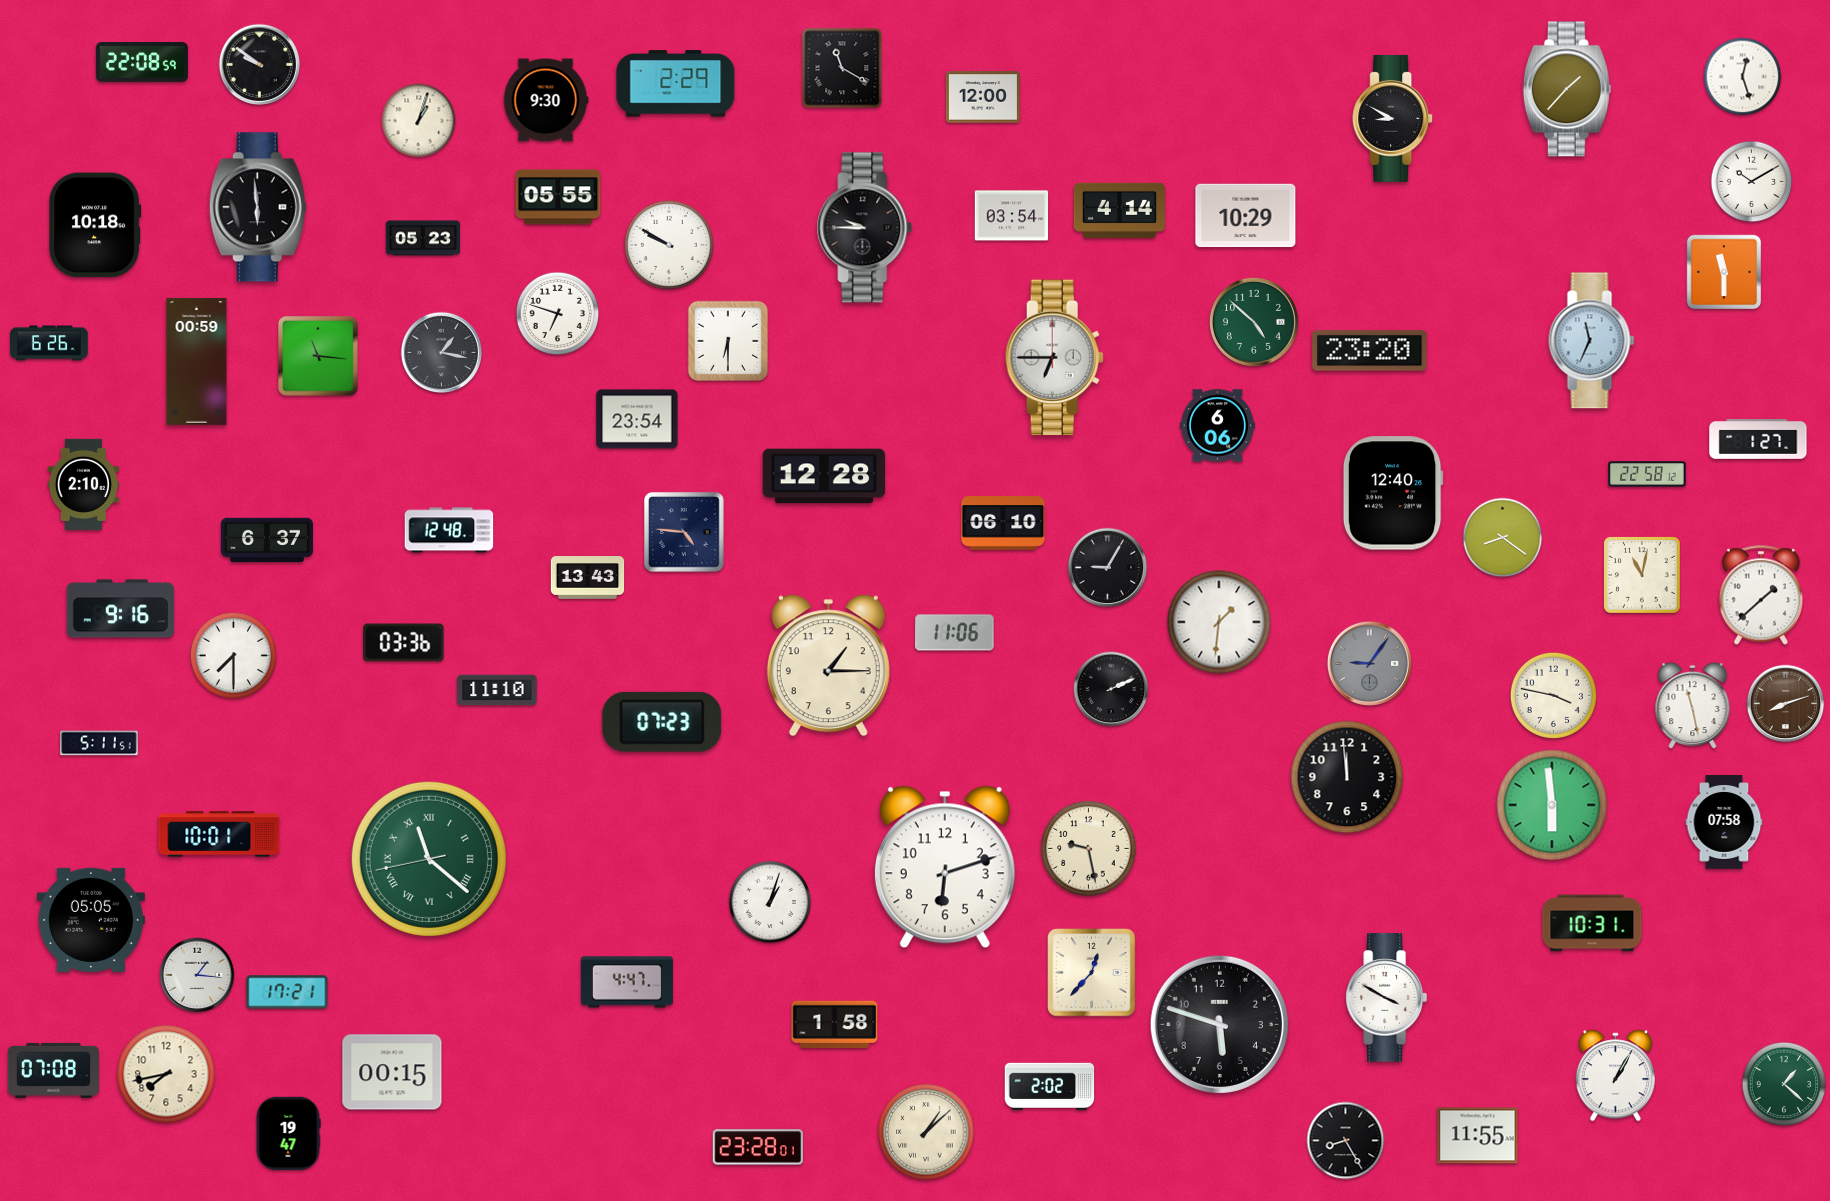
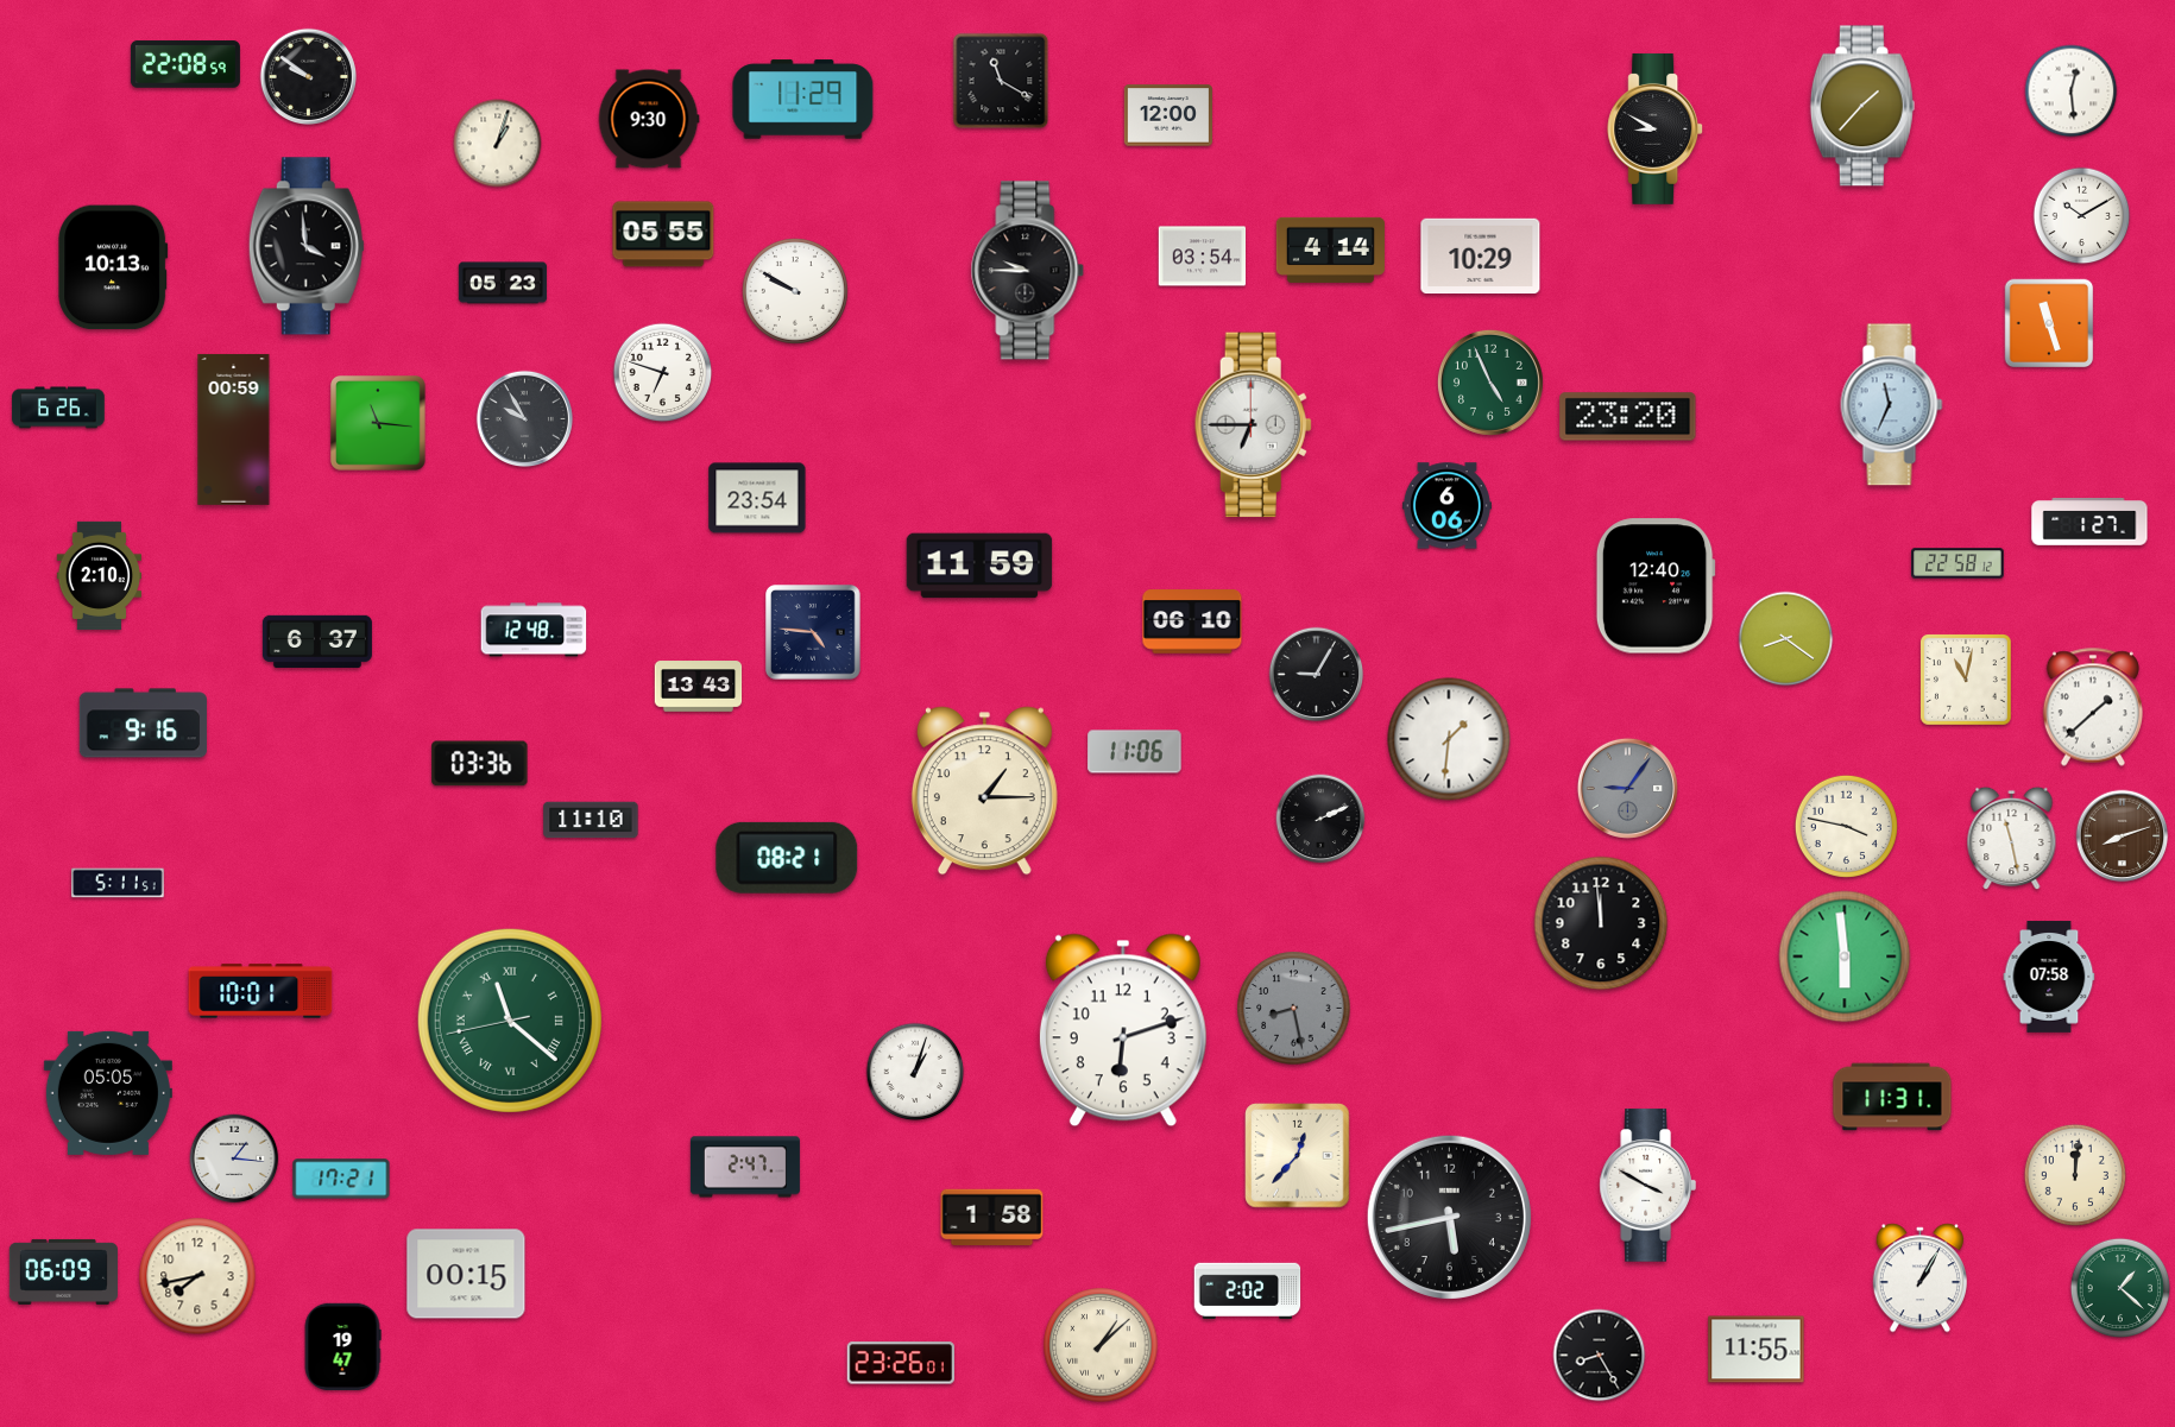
clock at (142, 62) position: (142, 62) -> (185, 64)
clock at (1743, 77): 12:27 -> 12:29
clock at (676, 84): 2:29 -> 11:29
clock at (1393, 118) position: (1393, 118) -> (1656, 128)
clock at (258, 207): 5:59 -> 3:59
clock at (95, 225): 10:18 -> 10:13
clock at (1724, 272): 11:30 -> 11:27
clock at (1254, 322): 4:52 -> 4:56
clock at (728, 341): 6:30 -> none
clock at (441, 352): 1:17 -> 9:55
clock at (824, 476): 12:28 -> 11:59
clock at (1643, 576) position: (1643, 576) -> (1967, 681)
clock at (233, 655): 7:30 -> none
clock at (662, 722): 07:23 -> 08:21
clock at (1089, 849): 9:28 -> 8:28
clock at (1089, 849) dial: cream -> grey
clock at (1592, 923): 10:31 -> 11:31
clock at (627, 982): 4:47 -> 2:47
clock at (2075, 1175): none -> 12:01
clock at (1219, 1024): 5:48 -> 5:43
clock at (53, 1070): 07:08 -> 06:09
clock at (758, 1147): 23:28 -> 23:26
